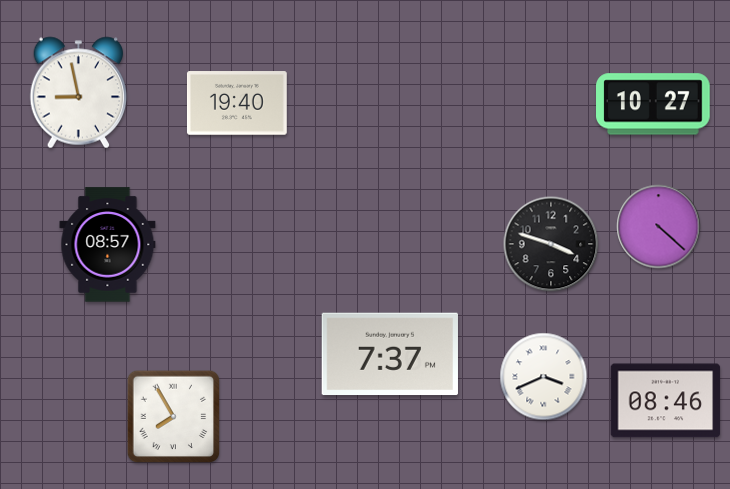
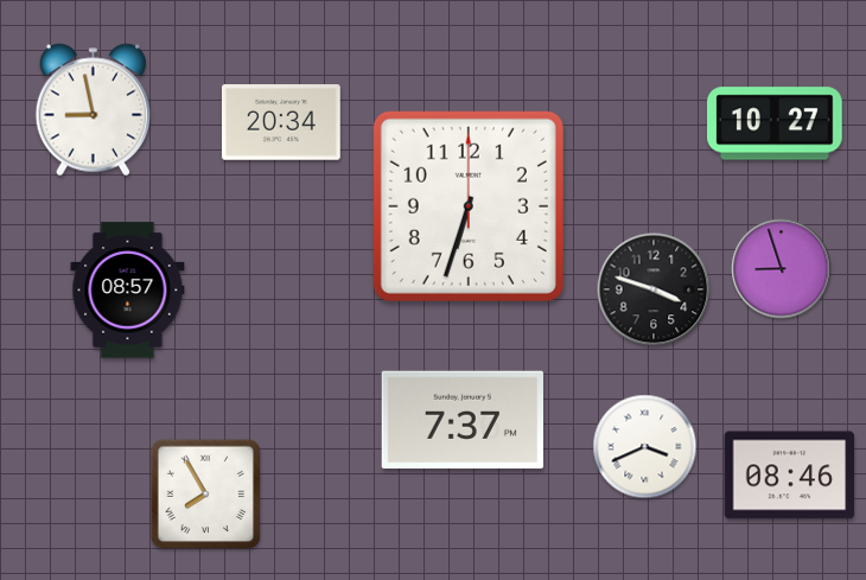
clock at (237, 103): 19:40 -> 20:34
clock at (469, 206): none -> 6:33
clock at (659, 227): 4:22 -> 8:57
